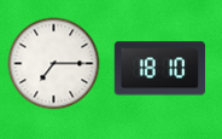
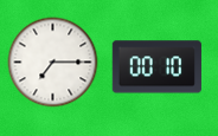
clock at (159, 69): 18:10 -> 00:10
